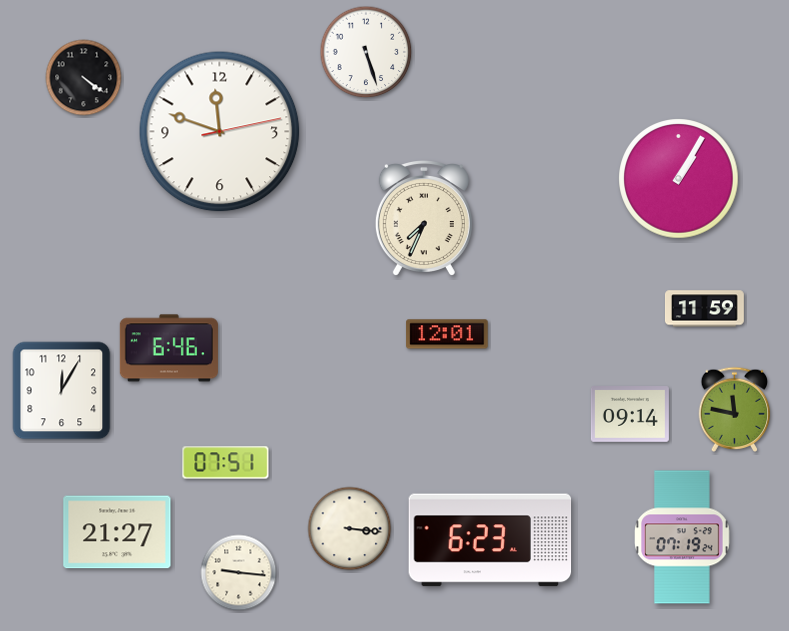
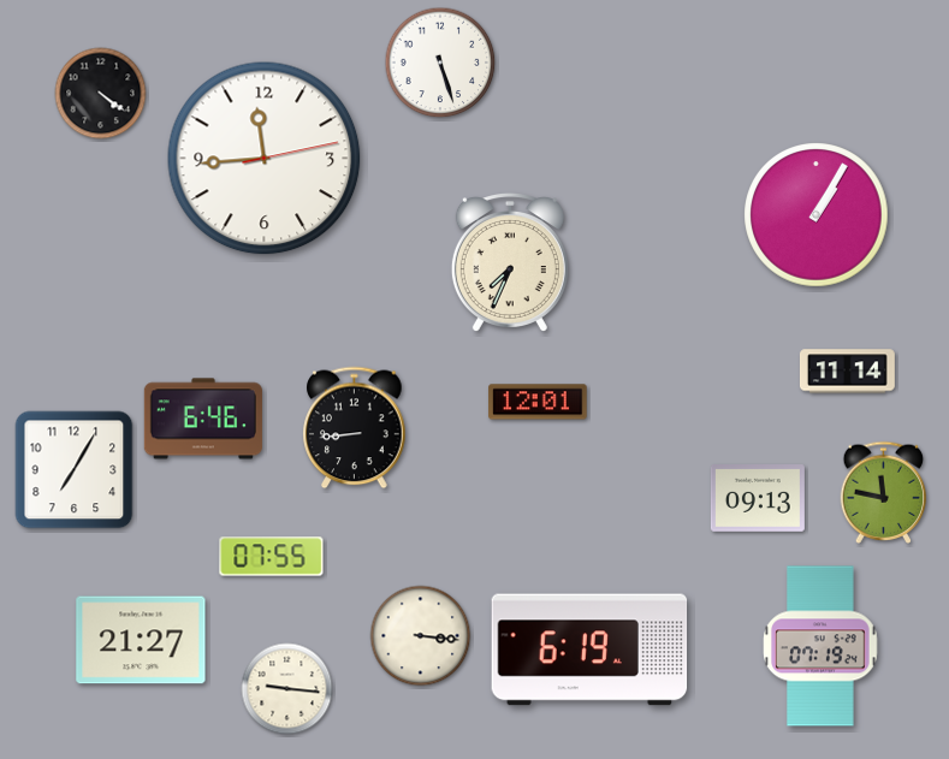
clock at (220, 132): 11:48 -> 11:44
clock at (704, 309): 11:59 -> 11:14
clock at (355, 428): none -> 8:44
clock at (62, 391): 12:05 -> 7:05
clock at (630, 415): 09:14 -> 09:13
clock at (226, 463): 07:51 -> 07:55
clock at (490, 540): 6:23 -> 6:19
